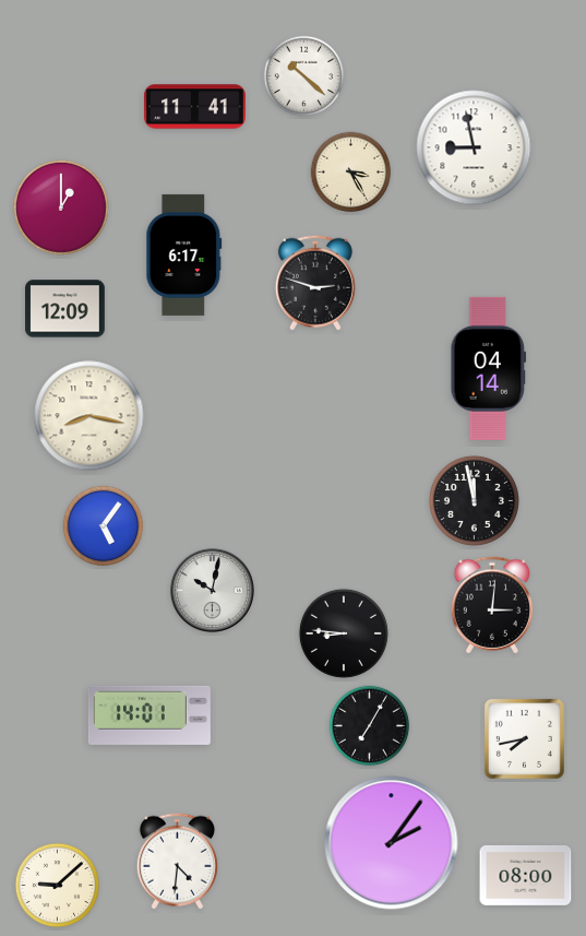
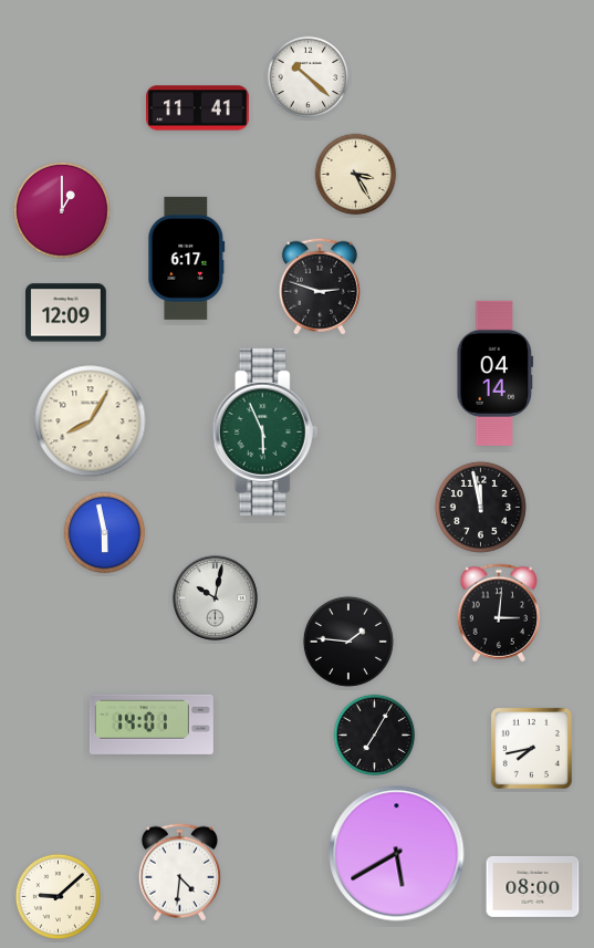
clock at (474, 147): 8:58 -> none
clock at (89, 416): 8:17 -> 8:05
clock at (265, 431): none -> 5:56
clock at (104, 526): 5:06 -> 5:58
clock at (344, 633): 8:46 -> 1:46
clock at (392, 843): 2:06 -> 5:40
